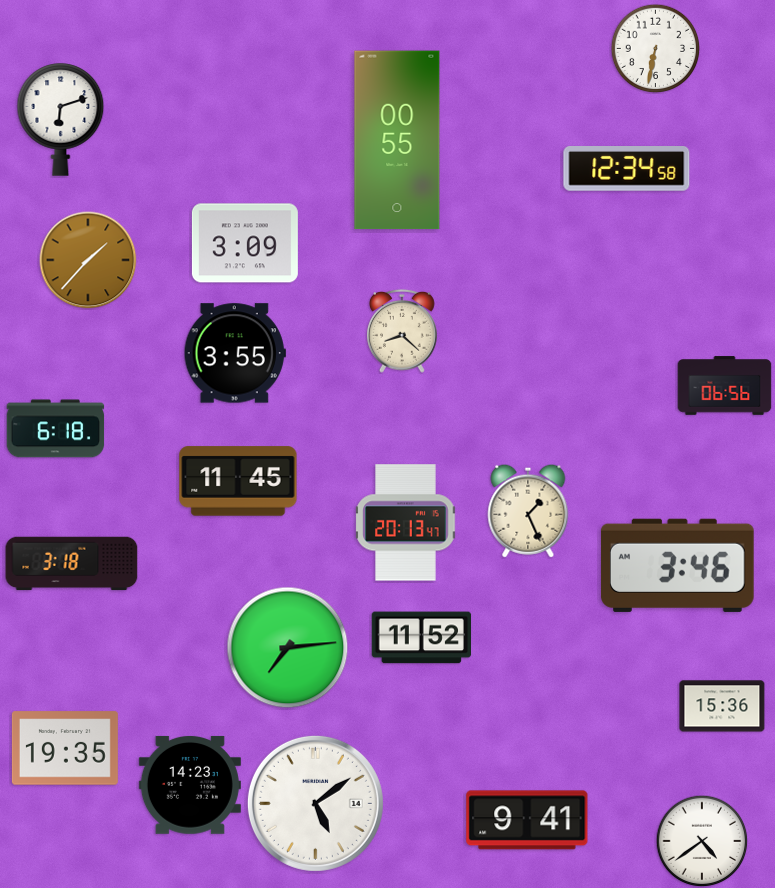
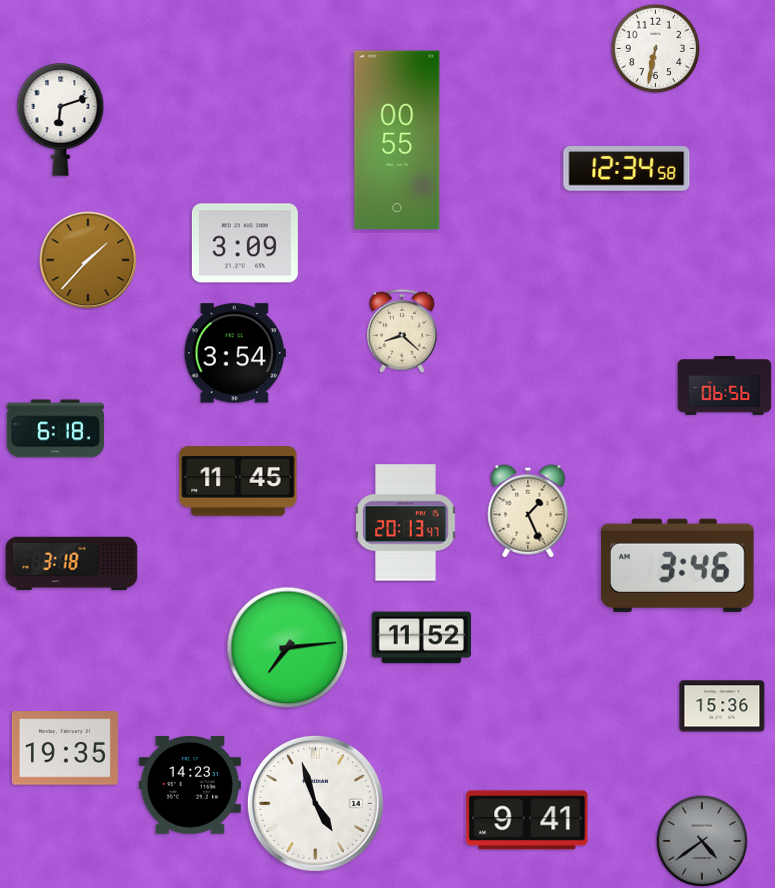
clock at (235, 353): 3:55 -> 3:54
clock at (315, 803): 5:09 -> 4:57
clock at (702, 841) dial: white -> grey
